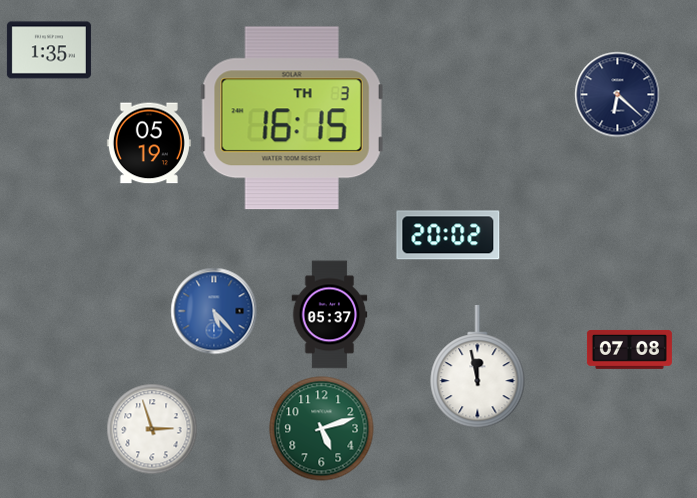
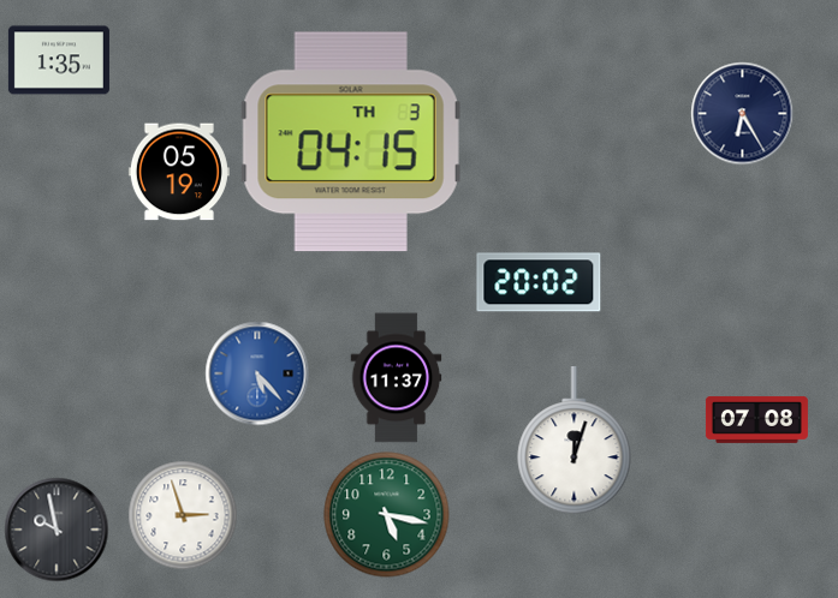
clock at (618, 95): 6:22 -> 6:25
clock at (292, 118): 16:15 -> 04:15
clock at (330, 315): 05:37 -> 11:37
clock at (478, 368): 11:58 -> 12:03
clock at (322, 429): 5:12 -> 5:17
clock at (57, 530): none -> 9:58
